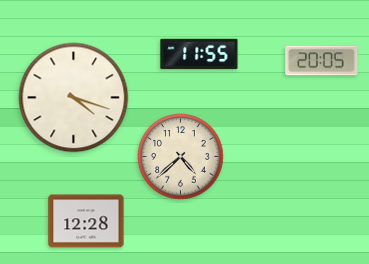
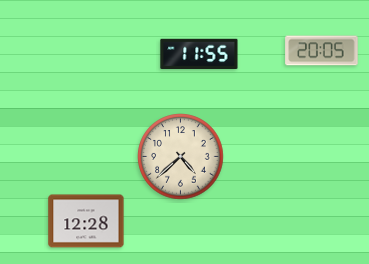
clock at (322, 61) position: (322, 61) -> (322, 51)
clock at (74, 98): 4:18 -> none
